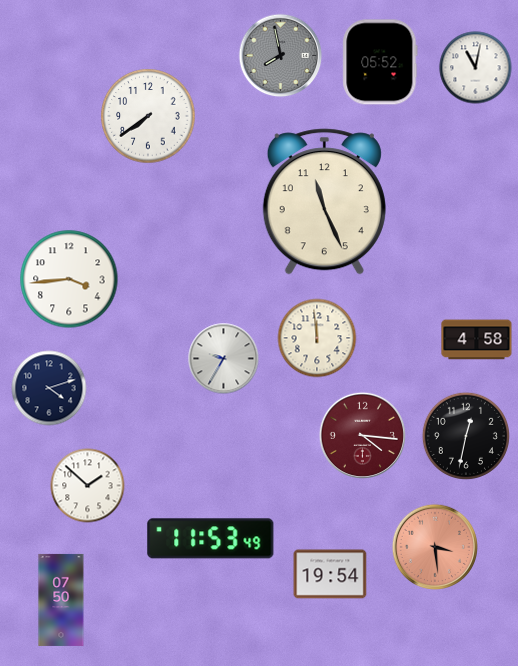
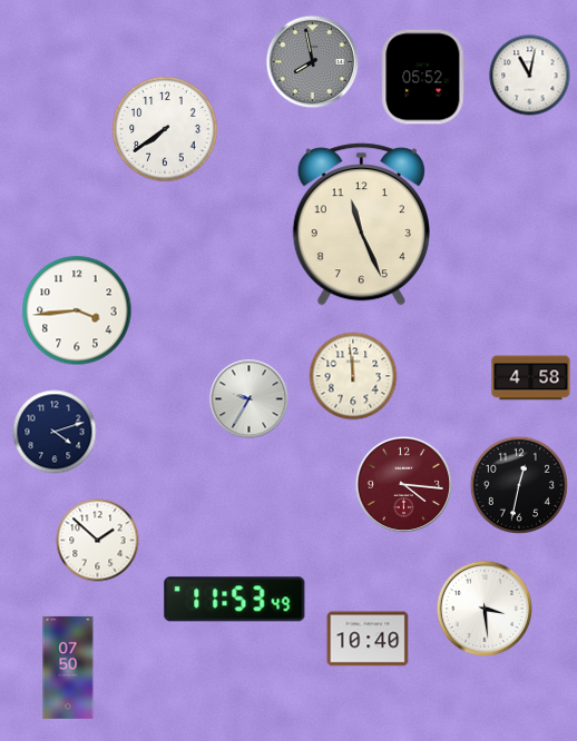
clock at (380, 62) position: (380, 62) -> (423, 77)
clock at (434, 546) dial: salmon -> white
clock at (330, 574): 19:54 -> 10:40
